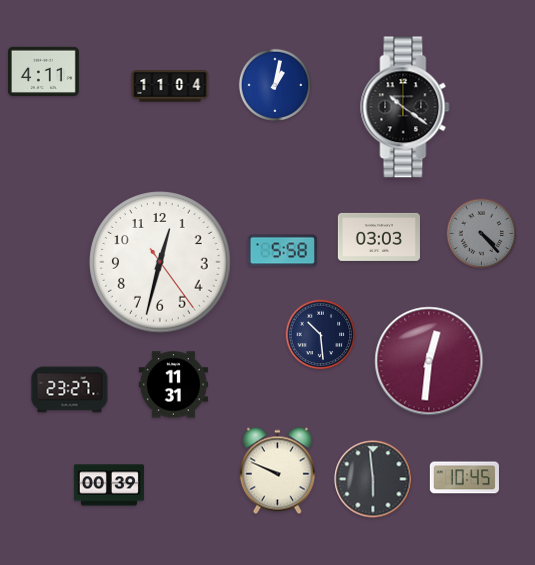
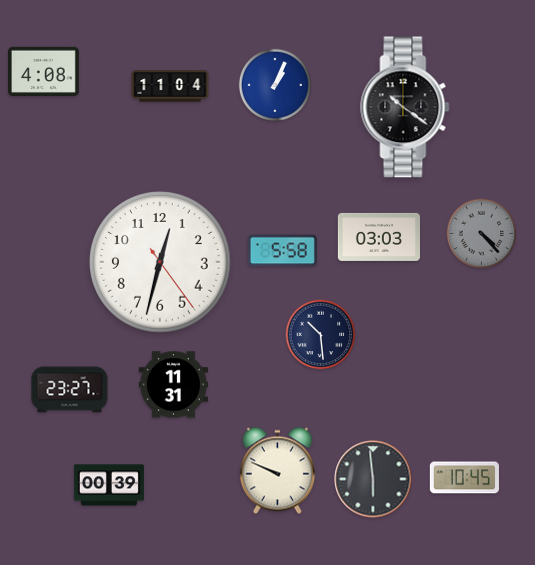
clock at (43, 71): 4:11 -> 4:08
clock at (275, 85): 1:02 -> 1:04
clock at (429, 361): 12:31 -> none
